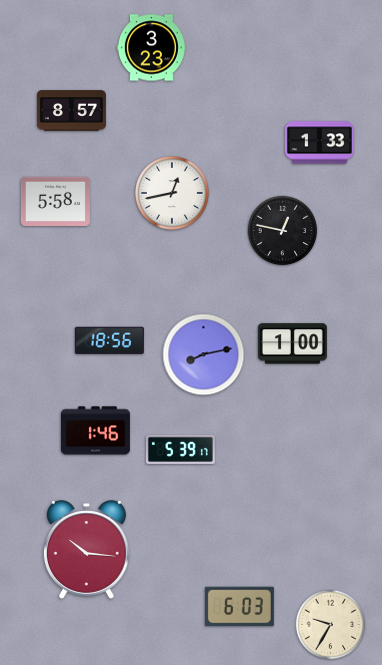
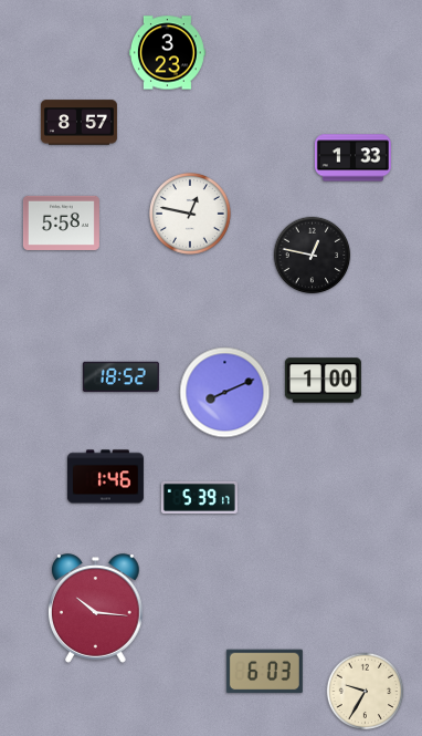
clock at (173, 194): 12:43 -> 12:47
clock at (109, 341): 18:56 -> 18:52
clock at (204, 355): 8:13 -> 8:11
